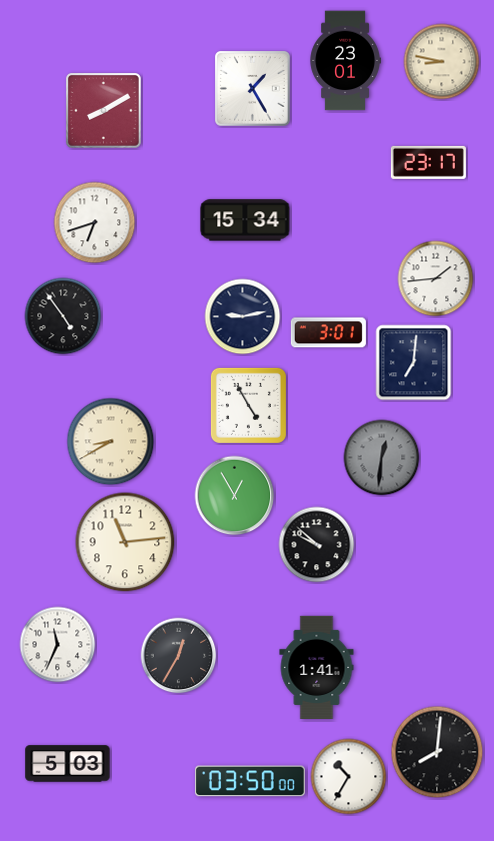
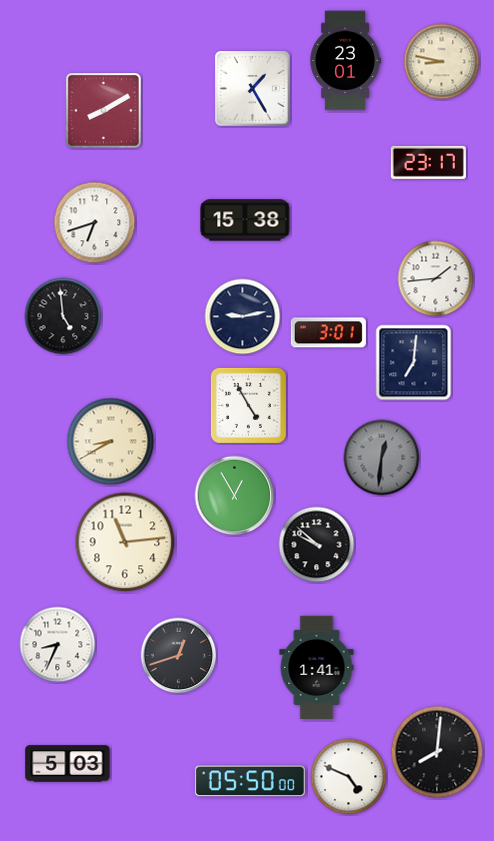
clock at (245, 220): 15:34 -> 15:38
clock at (63, 316): 4:54 -> 4:59
clock at (58, 645): 11:34 -> 8:34
clock at (179, 656): 12:35 -> 12:42
clock at (349, 777): 10:35 -> 4:49
clock at (251, 781): 03:50 -> 05:50
